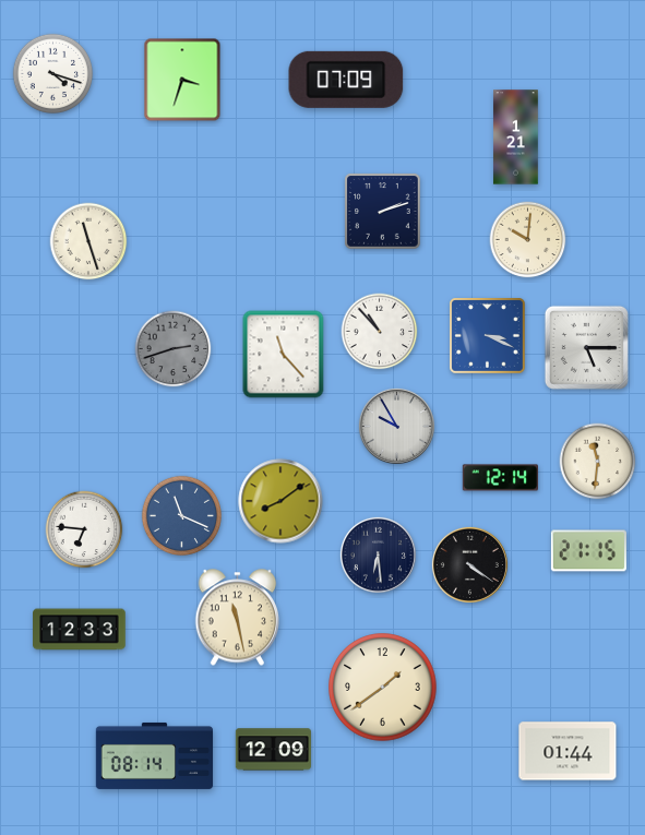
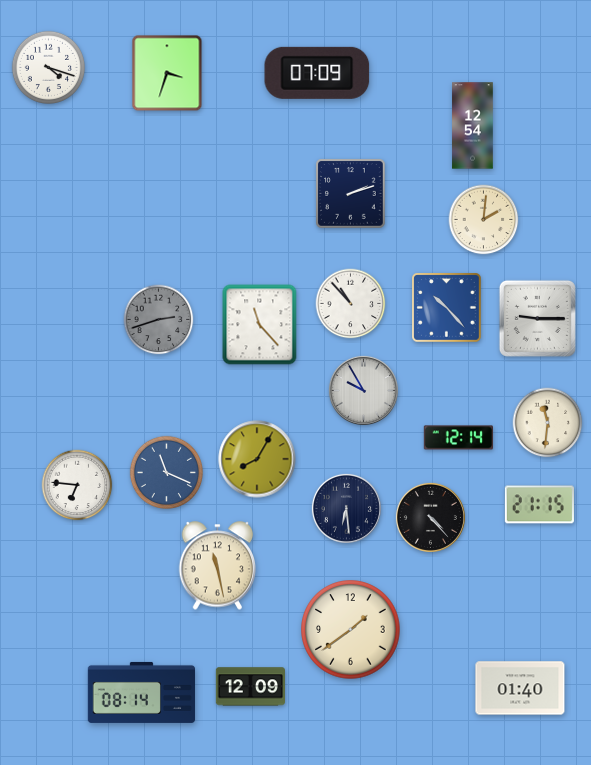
clock at (516, 138): 1:21 -> 12:54
clock at (528, 240): 10:01 -> 2:01
clock at (88, 241): 11:27 -> none
clock at (380, 332) position: (380, 332) -> (351, 304)
clock at (488, 336): 3:19 -> 10:23
clock at (586, 347): 5:15 -> 9:15
clock at (280, 501): 8:09 -> 8:05
clock at (469, 564): 4:21 -> 4:23
clock at (80, 630): 12:33 -> none
clock at (568, 751): 01:44 -> 01:40
